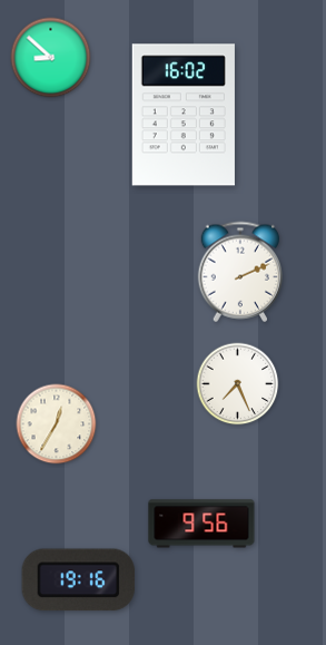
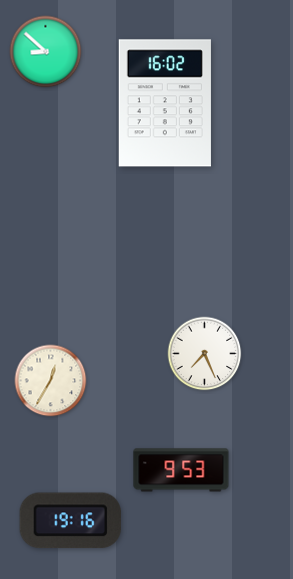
clock at (240, 272): 2:11 -> none
clock at (238, 384) position: (238, 384) -> (205, 354)
clock at (201, 524): 9:56 -> 9:53
